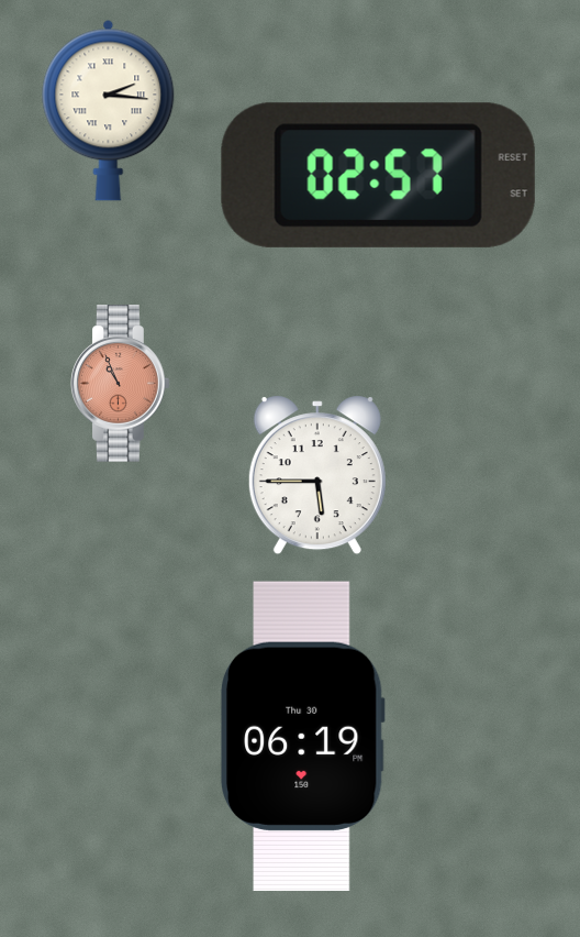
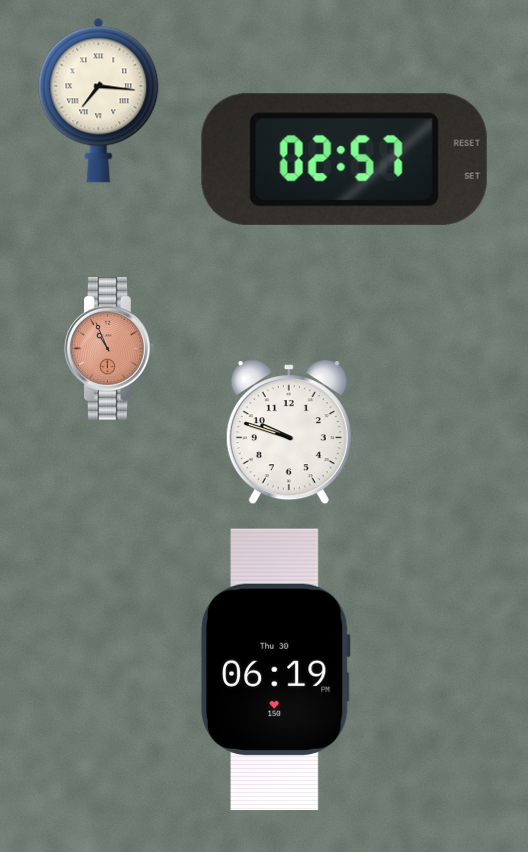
clock at (109, 110): 2:16 -> 7:16
clock at (317, 475): 5:45 -> 9:48
